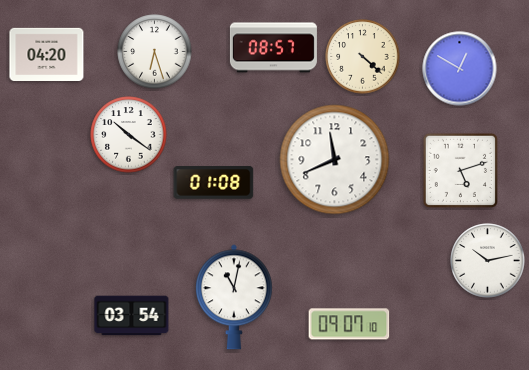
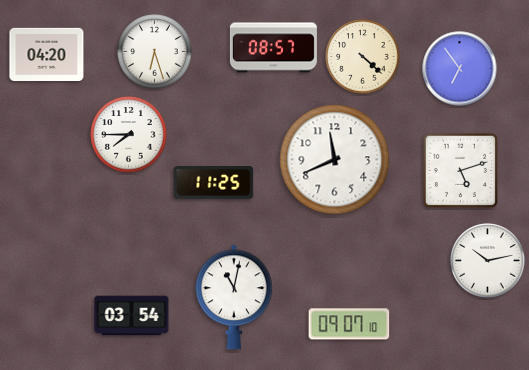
clock at (460, 69): 12:50 -> 6:54
clock at (129, 135): 10:21 -> 7:45
clock at (214, 183): 01:08 -> 11:25
